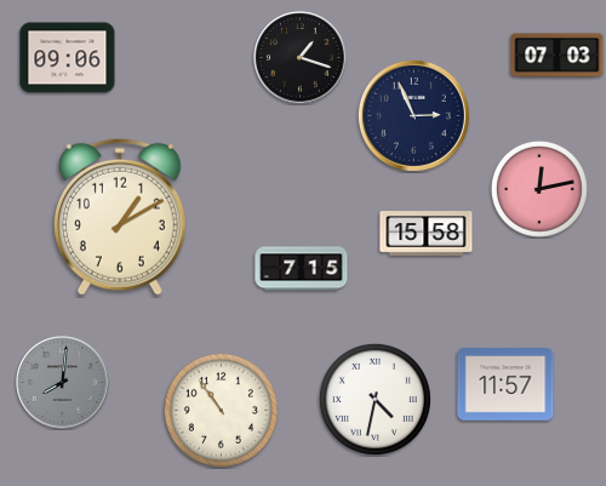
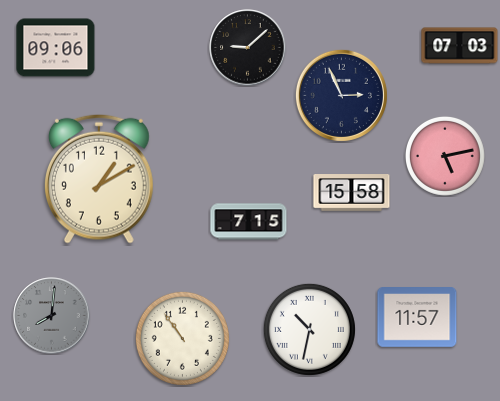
clock at (301, 58): 1:18 -> 9:08
clock at (539, 189): 12:13 -> 5:13
clock at (375, 399): 4:32 -> 10:32
